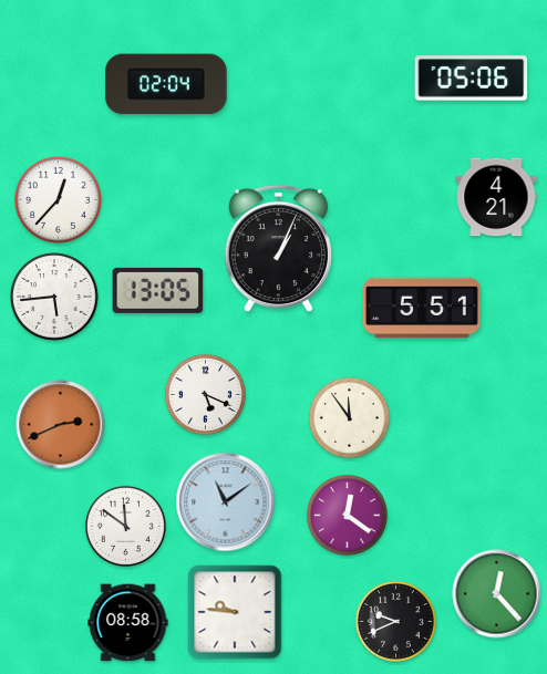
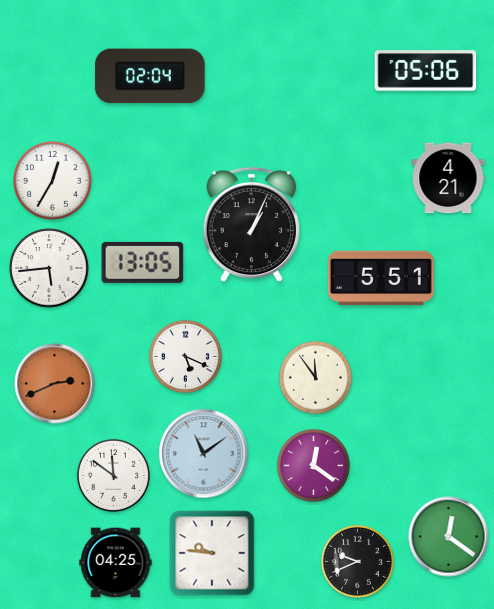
clock at (59, 200): 12:37 -> 12:35
clock at (497, 594): 12:23 -> 12:21
clock at (128, 623): 08:58 -> 04:25
